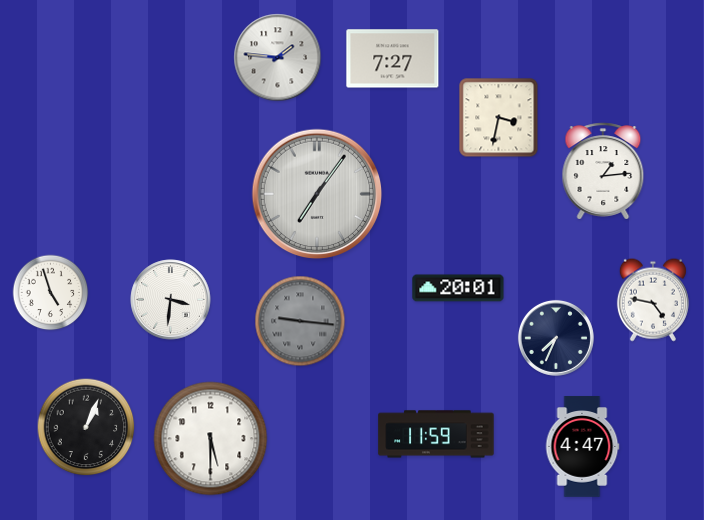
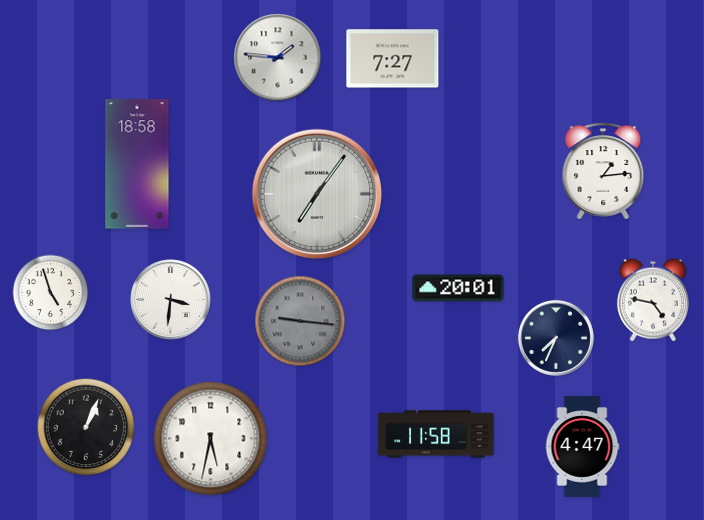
clock at (499, 118): 3:32 -> none
clock at (137, 164): none -> 18:58
clock at (436, 434): 11:59 -> 11:58
clock at (211, 439): 5:30 -> 5:32
